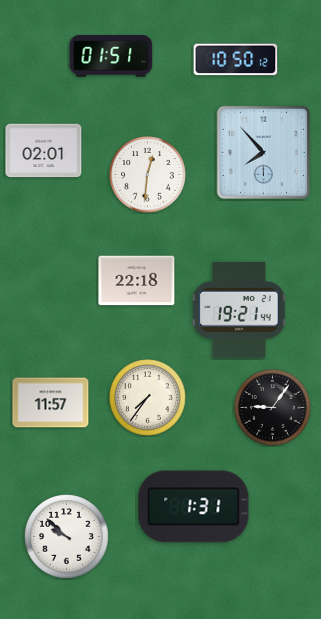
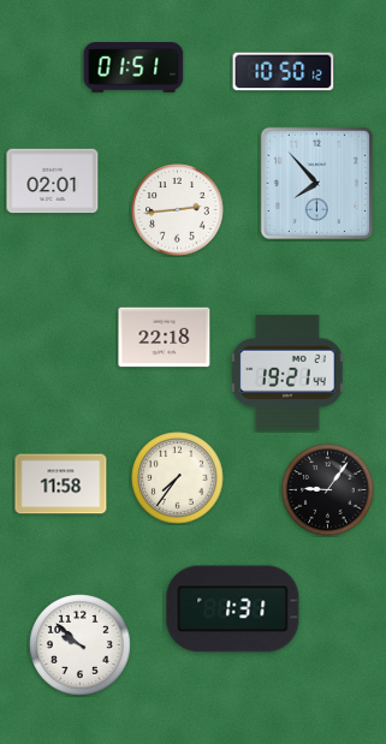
clock at (148, 175): 12:31 -> 2:44
clock at (51, 403): 11:57 -> 11:58
